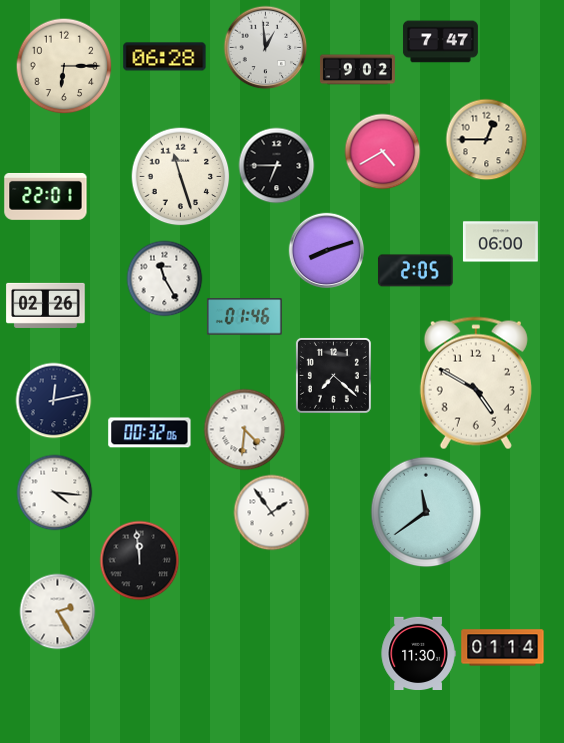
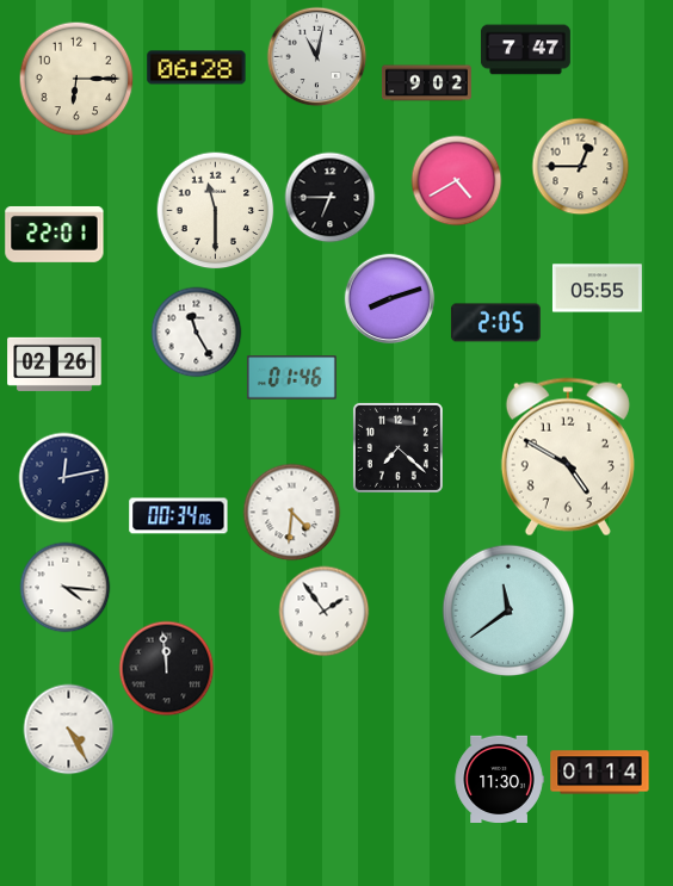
clock at (266, 48): 12:59 -> 11:02
clock at (181, 177): 11:27 -> 11:30
clock at (500, 242): 06:00 -> 05:55
clock at (150, 433): 00:32 -> 00:34
clock at (58, 612): 2:25 -> 4:25
